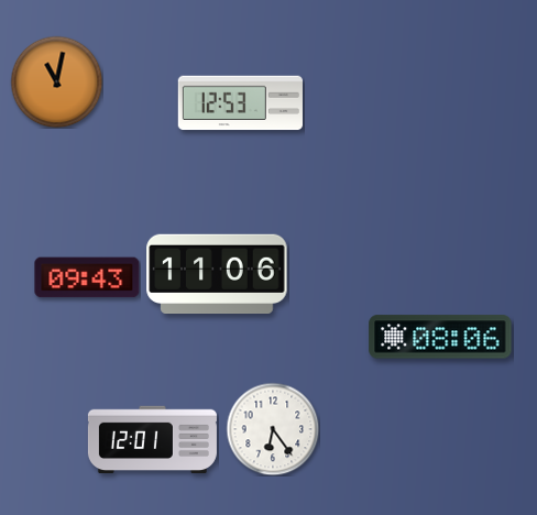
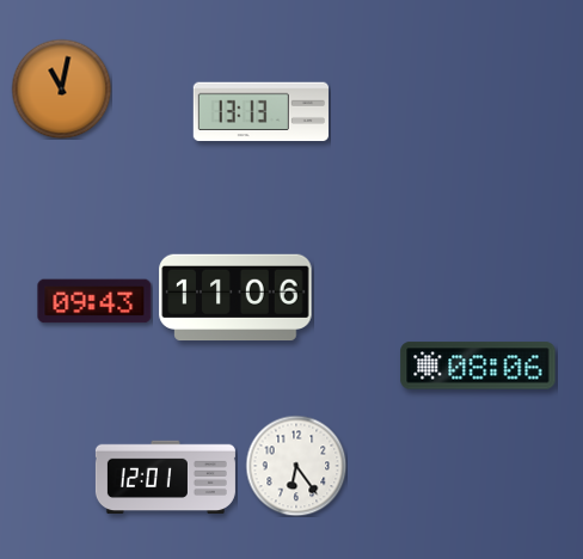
clock at (240, 103): 12:53 -> 13:13
